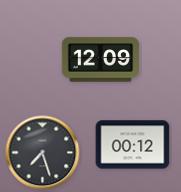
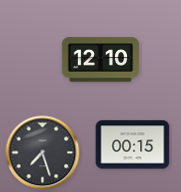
clock at (101, 60): 12:09 -> 12:10
clock at (133, 145): 00:12 -> 00:15
